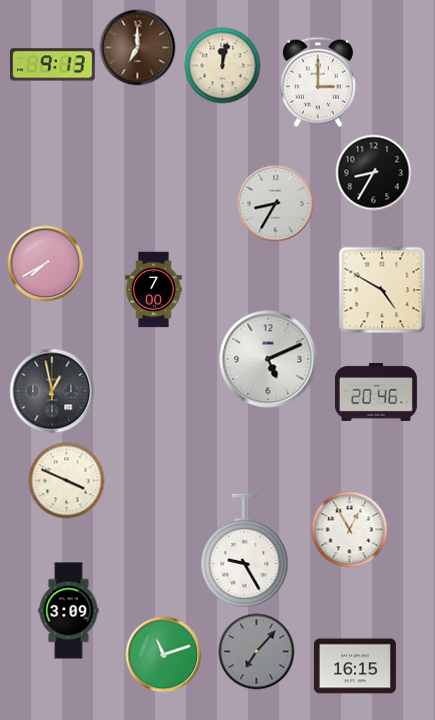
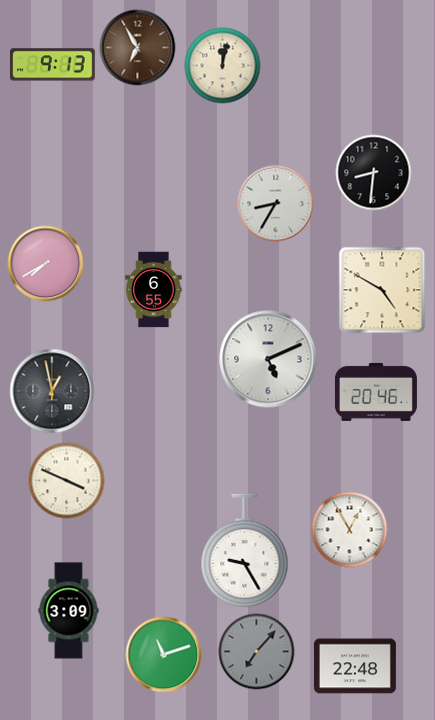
clock at (138, 48): 7:00 -> 6:55
clock at (318, 82): 3:00 -> none
clock at (374, 173): 8:35 -> 8:31
clock at (154, 290): 7:00 -> 6:55
clock at (355, 666): 16:15 -> 22:48
